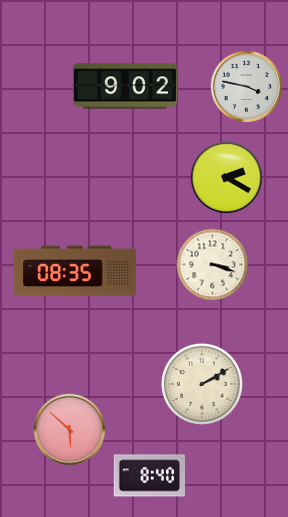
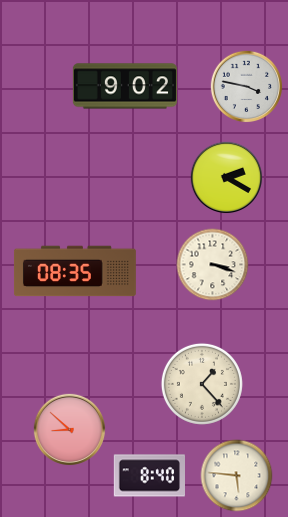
clock at (202, 384): 2:10 -> 1:23
clock at (70, 430): 5:52 -> 8:52
clock at (237, 476): none -> 5:46
